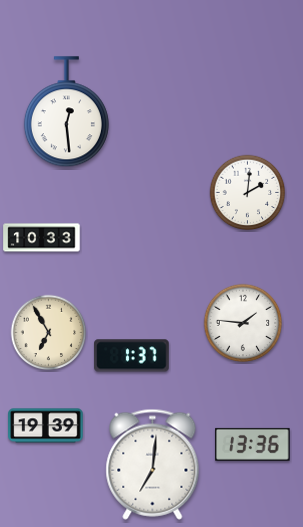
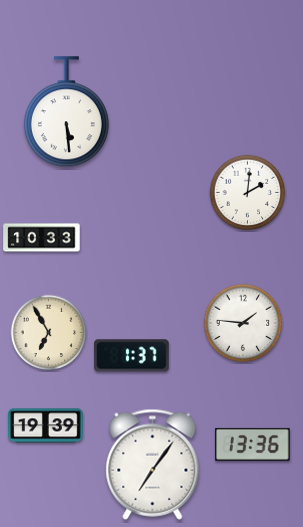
clock at (66, 112): 12:29 -> 5:29
clock at (153, 464): 7:01 -> 7:06
